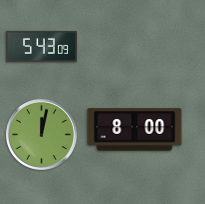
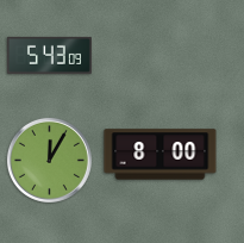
clock at (41, 134): 12:02 -> 12:05
